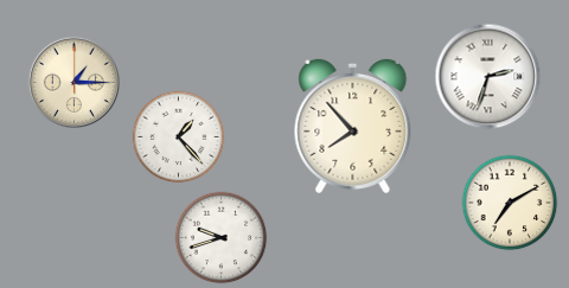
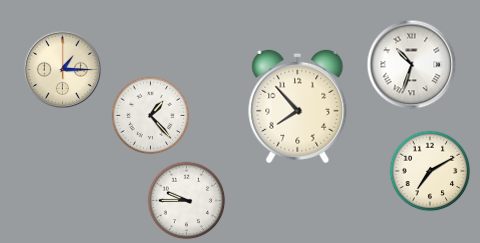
clock at (487, 76): 2:33 -> 10:33
clock at (220, 237): 9:42 -> 9:45
